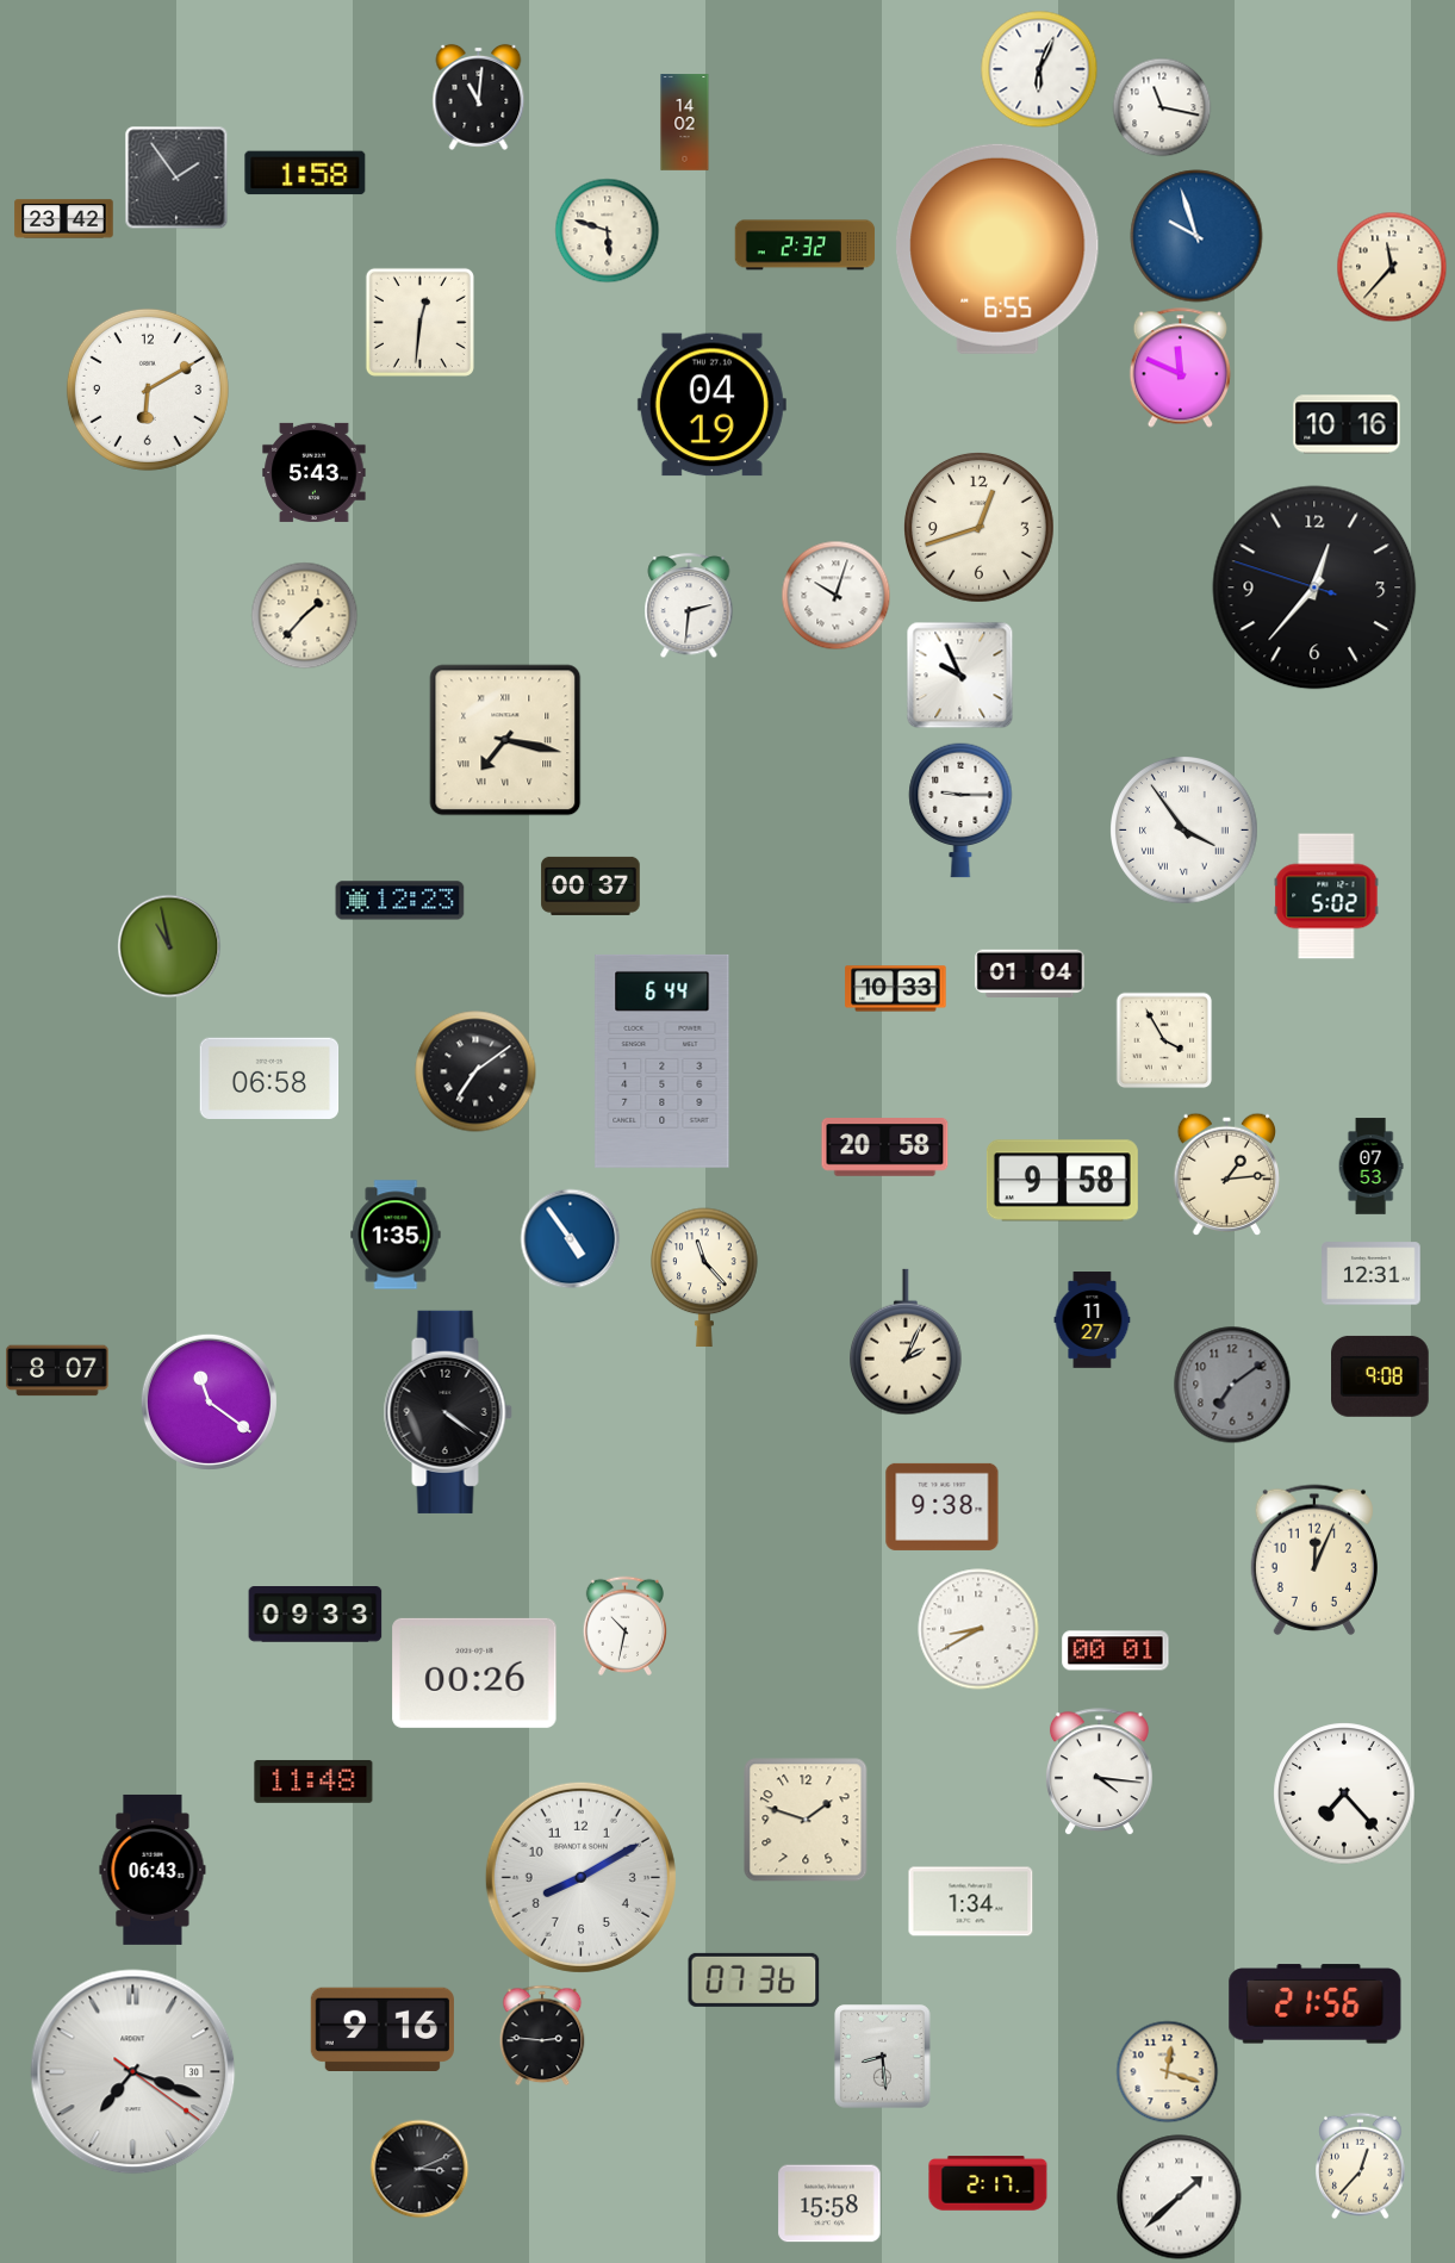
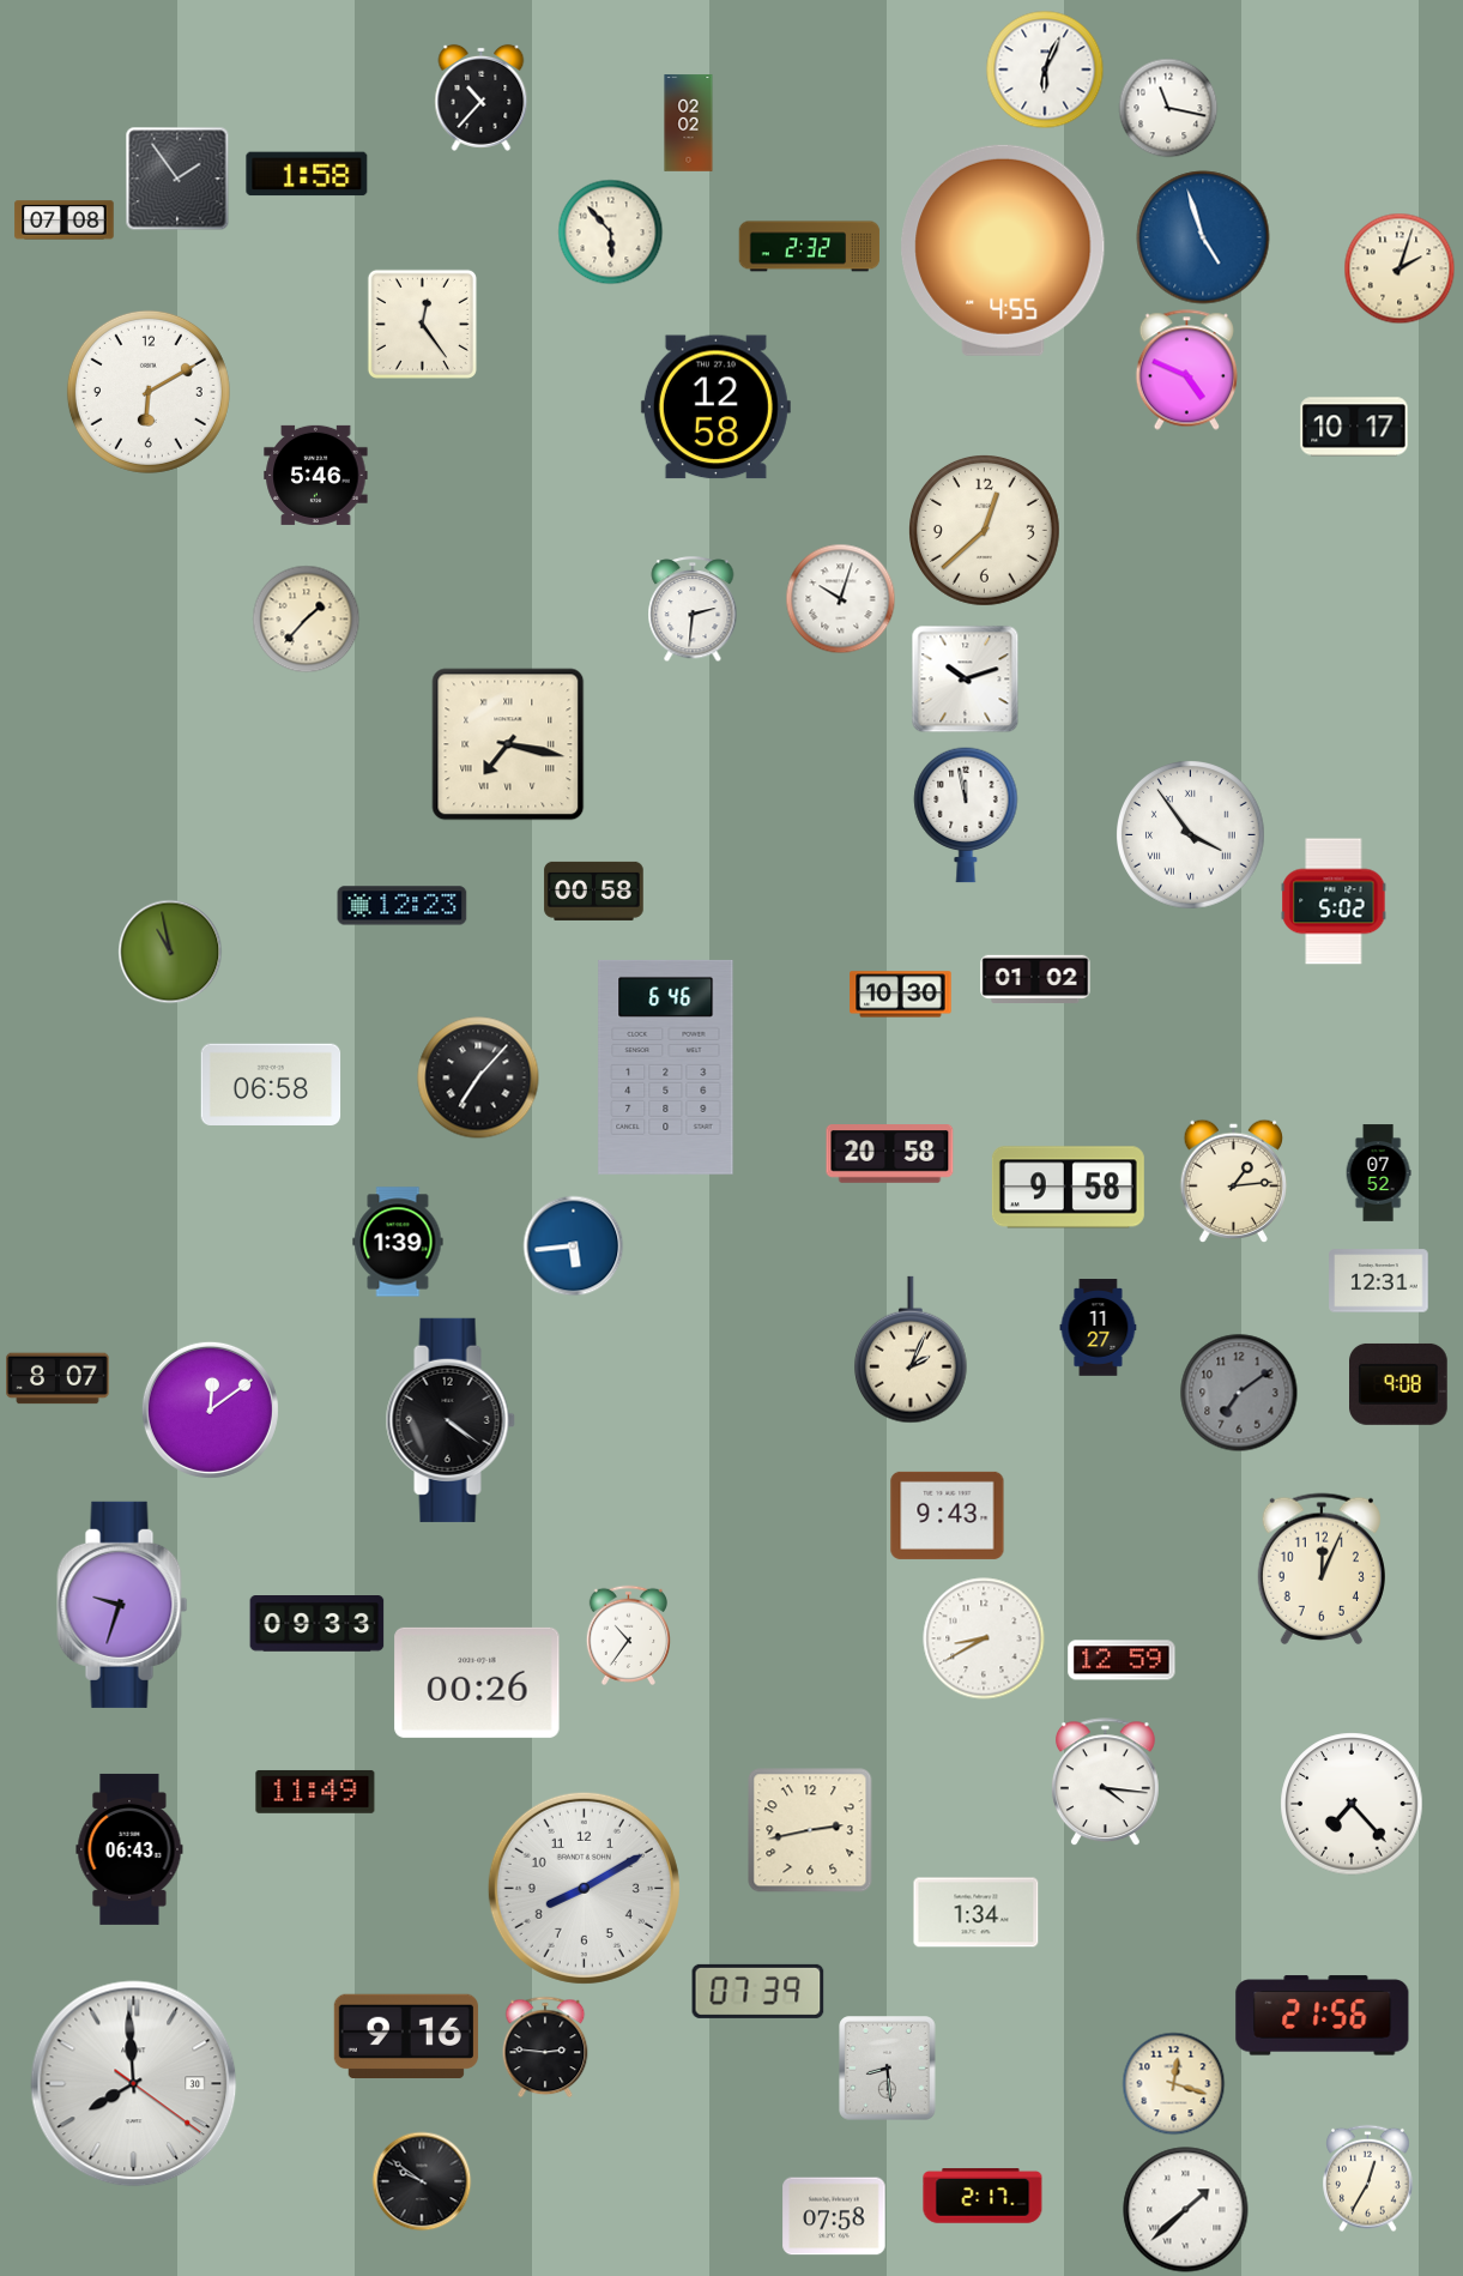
clock at (479, 97): 11:01 -> 10:37
clock at (685, 123): 14:02 -> 02:02
clock at (64, 219): 23:42 -> 07:08
clock at (607, 230): 5:48 -> 5:53
clock at (1196, 236): 9:57 -> 4:57
clock at (997, 249): 6:55 -> 4:55
clock at (1392, 267): 11:37 -> 2:03
clock at (419, 322): 12:31 -> 12:24
clock at (1180, 368): 11:49 -> 4:49
clock at (711, 405): 04:19 -> 12:58
clock at (1347, 424): 10:16 -> 10:17
clock at (315, 472): 5:43 -> 5:46
clock at (980, 528): 12:42 -> 12:38
clock at (1314, 587): 12:36 -> none
clock at (959, 674): 9:56 -> 10:12
clock at (960, 810): 9:15 -> 11:58
clock at (591, 885): 00:37 -> 00:58
clock at (1030, 972): 01:04 -> 01:02
clock at (896, 989): 10:33 -> 10:30
clock at (1164, 1040): 3:55 -> none
clock at (663, 1061): 6:44 -> 6:46
clock at (475, 1071): 7:09 -> 7:07
clock at (1370, 1167): 07:53 -> 07:52
clock at (396, 1235): 1:35 -> 1:39
clock at (570, 1238): 4:54 -> 5:44
clock at (704, 1277): 11:23 -> none
clock at (1381, 1376) position: (1381, 1376) -> (1399, 1384)
clock at (209, 1401): 11:21 -> 12:09
clock at (943, 1506): 9:38 -> 9:43
clock at (122, 1605): none -> 9:33
clock at (624, 1625): 10:32 -> 10:36
clock at (1115, 1650): 00:01 -> 12:59
clock at (313, 1782): 11:48 -> 11:49
clock at (806, 1820): 1:48 -> 2:43
clock at (153, 1870) position: (153, 1870) -> (129, 1849)
clock at (754, 1979): 07:36 -> 07:39
clock at (383, 2029) position: (383, 2029) -> (406, 2036)
clock at (133, 2072): 7:18 -> 7:59
clock at (1361, 2165): 12:37 -> 12:35
clock at (419, 2169): 3:11 -> 9:51
clock at (988, 2183) position: (988, 2183) -> (983, 2196)
clock at (829, 2203): 15:58 -> 07:58
